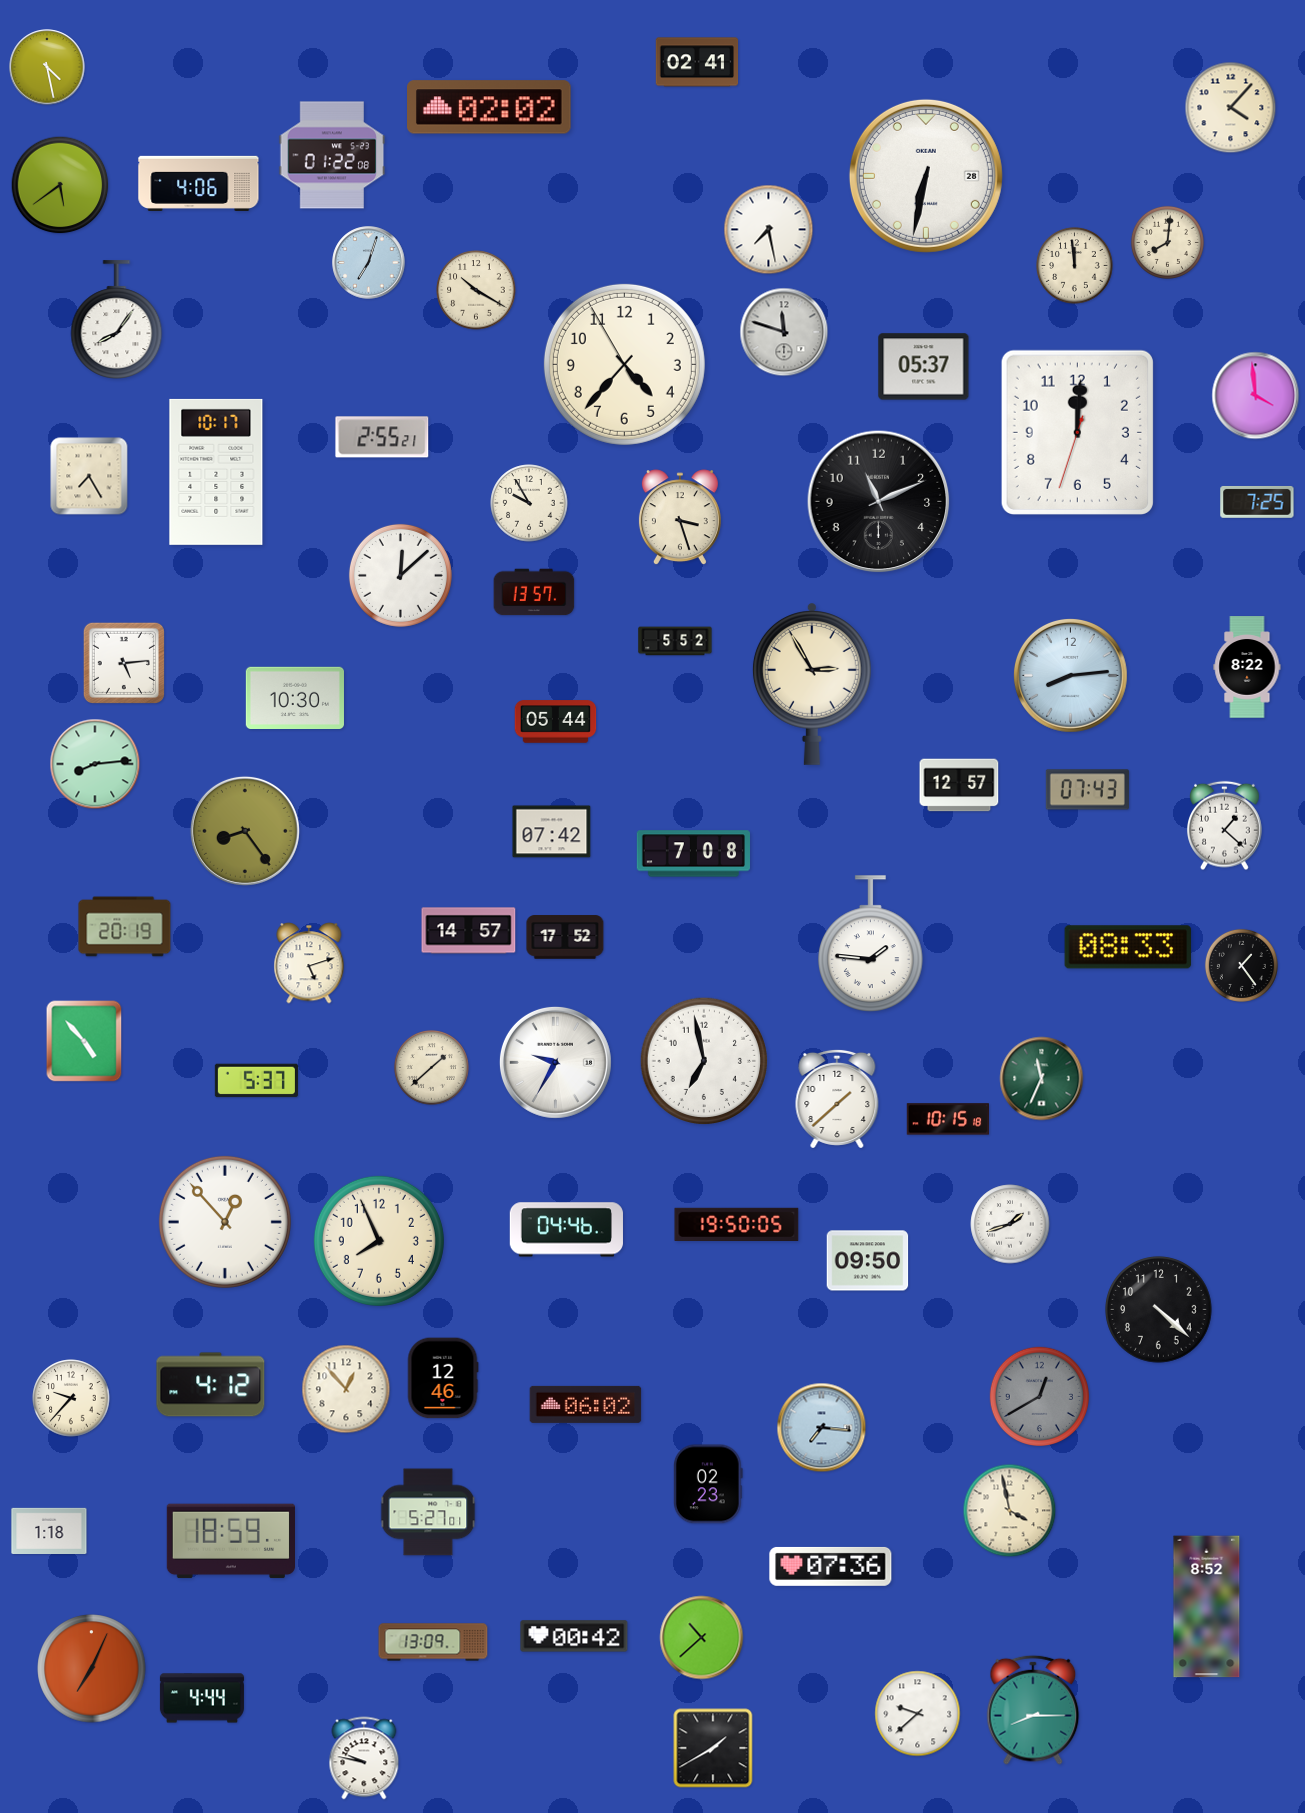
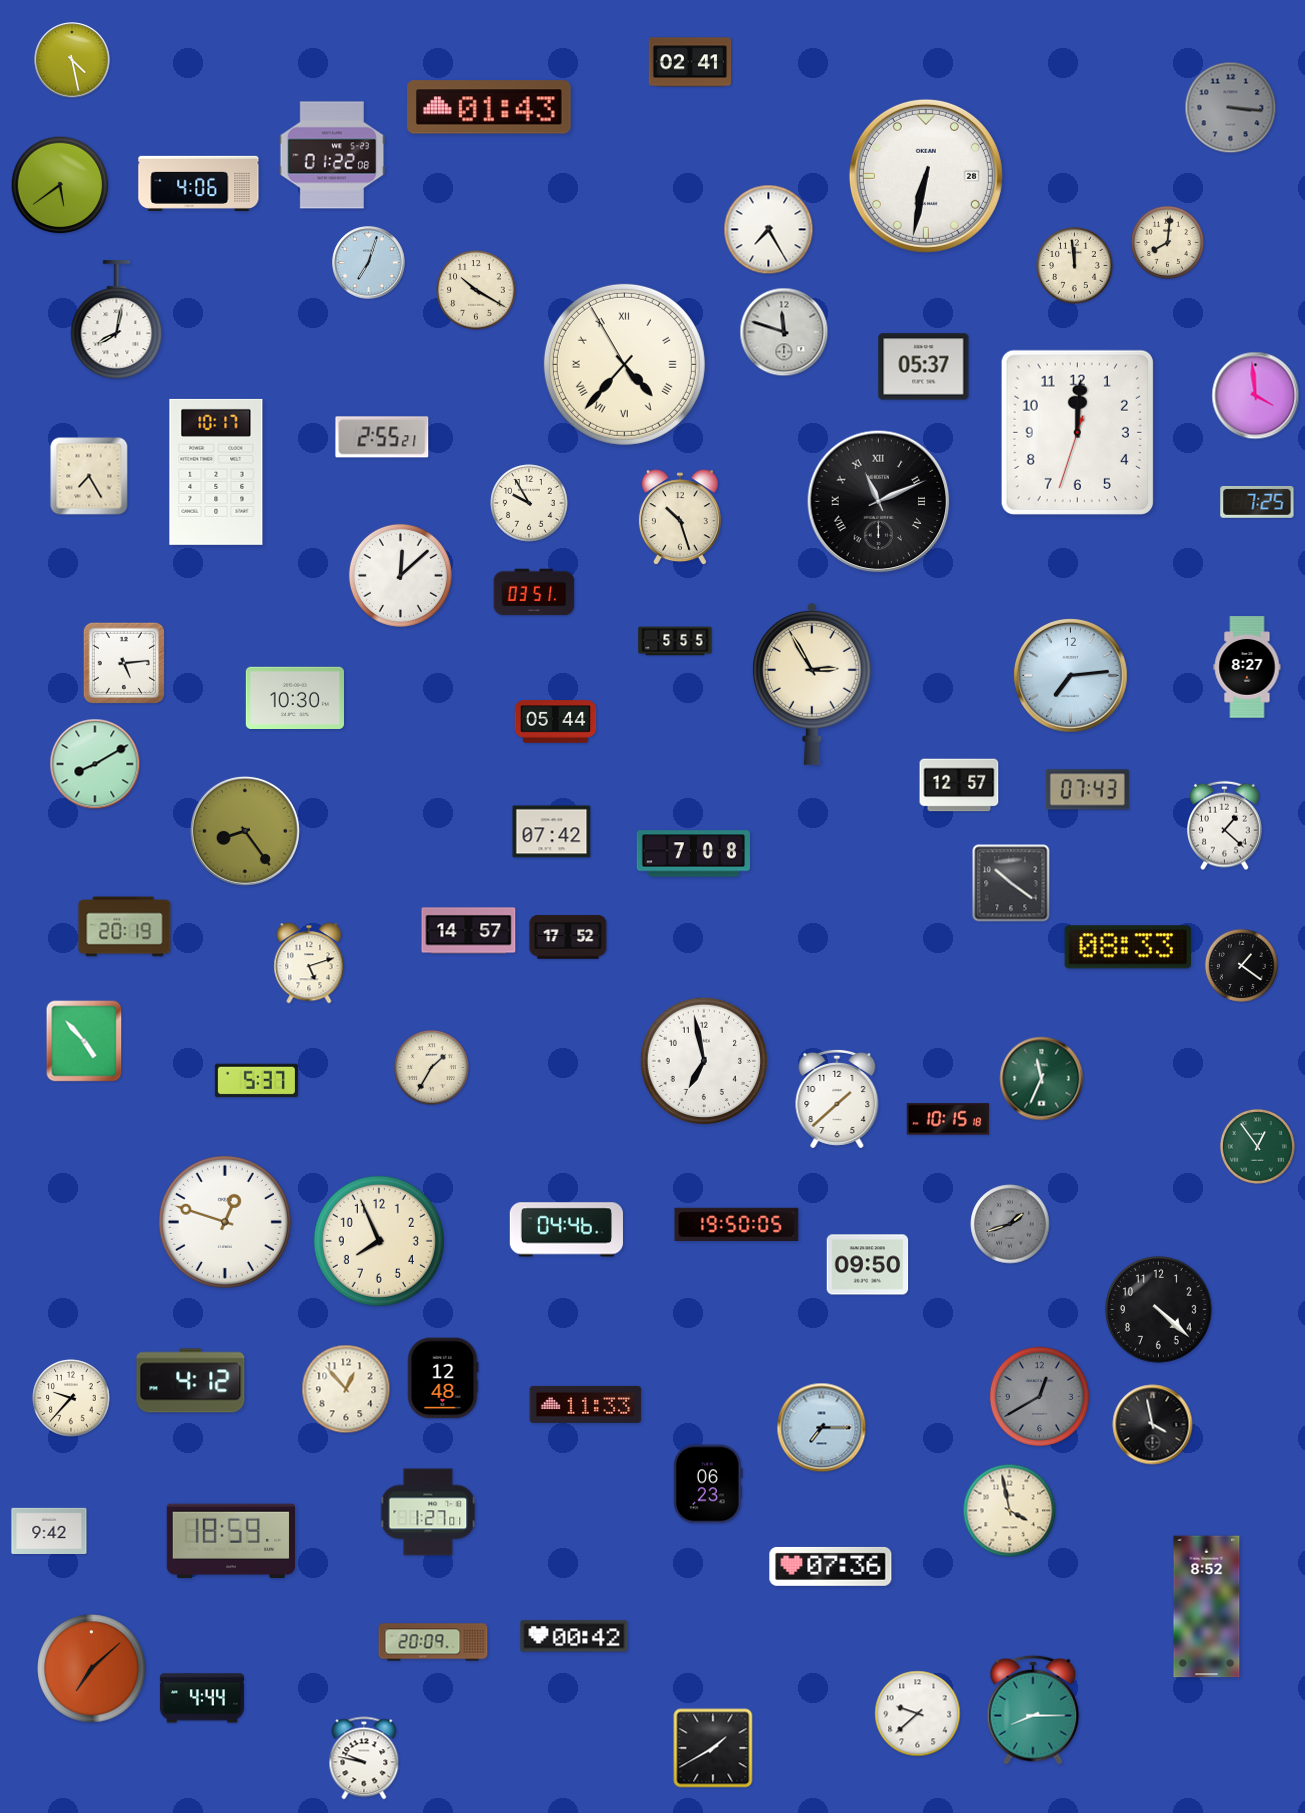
clock at (697, 62) position: (697, 62) -> (690, 62)
clock at (47, 67) position: (47, 67) -> (72, 60)
clock at (490, 107): 02:02 -> 01:43
clock at (1231, 108): 4:07 -> 3:16
clock at (1231, 108) dial: cream -> grey
clock at (769, 230): 7:28 -> 7:25
clock at (117, 319): 8:06 -> 8:02
clock at (624, 364) numerals: Arabic -> Roman
clock at (879, 502) numerals: Arabic -> Roman
clock at (680, 518): 3:27 -> 10:27
clock at (534, 592): 13:57 -> 03:51
clock at (675, 641): 5:52 -> 5:55
clock at (1247, 667): 8:22 -> 8:27
clock at (1071, 676): 8:14 -> 7:14
clock at (95, 764): 8:14 -> 8:10
clock at (1011, 883): none -> 10:21
clock at (565, 937) position: (565, 937) -> (568, 937)
clock at (871, 944): 1:46 -> none
clock at (1241, 965): 1:24 -> 1:21
clock at (555, 1062): 9:35 -> none
clock at (431, 1067): 1:38 -> 1:35
clock at (1257, 1146): none -> 12:54
clock at (225, 1222): 12:53 -> 12:48
clock at (1010, 1224) dial: white -> grey
clock at (868, 1261) position: (868, 1261) -> (868, 1265)
clock at (443, 1378): 12:46 -> 12:48
clock at (211, 1385) position: (211, 1385) -> (191, 1381)
clock at (586, 1404): 06:02 -> 11:33
clock at (1153, 1425): none -> 3:58
clock at (822, 1428): 7:16 -> 7:15
clock at (708, 1484): 02:23 -> 06:23
clock at (428, 1512): 5:27 -> 1:27
clock at (49, 1530): 1:18 -> 9:42
clock at (702, 1638): 10:38 -> none
clock at (433, 1642): 13:09 -> 20:09
clock at (92, 1669): 7:04 -> 7:08
